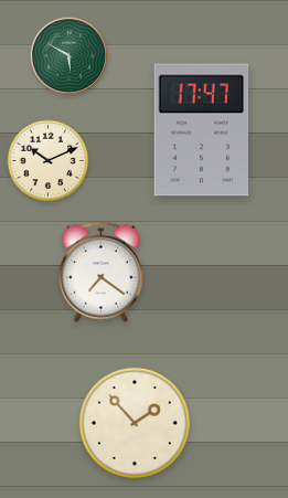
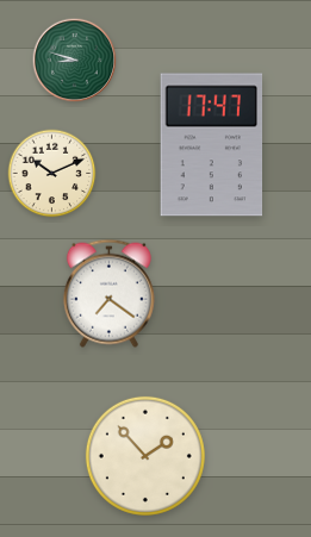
clock at (70, 56): 5:50 -> 8:48
clock at (202, 130) position: (202, 130) -> (212, 145)
